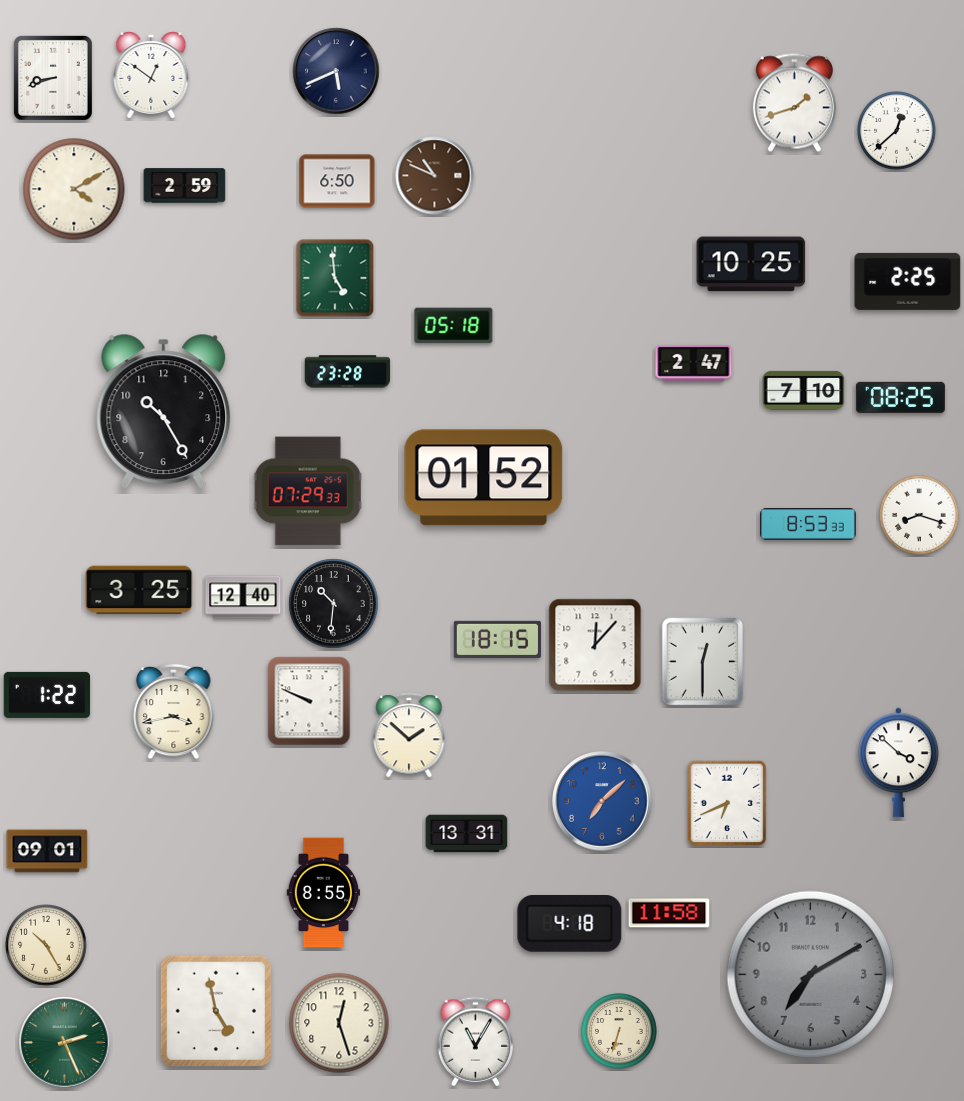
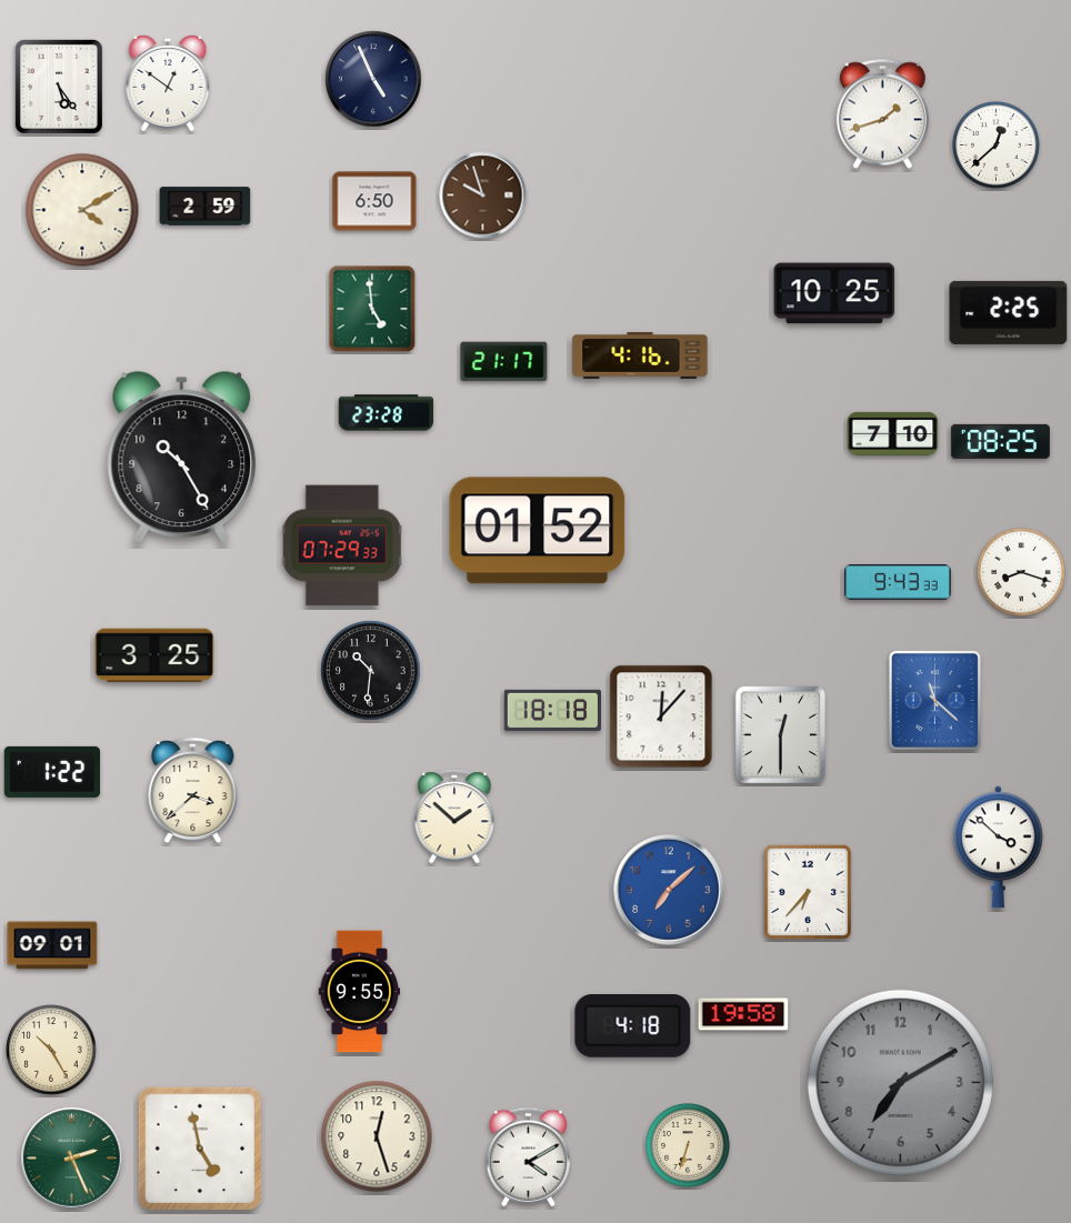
clock at (336, 71): 5:41 -> 4:56
clock at (53, 78): 8:42 -> 5:24
clock at (435, 176): 10:49 -> 9:57
clock at (640, 355): none -> 4:16
clock at (454, 326): 05:18 -> 21:17
clock at (694, 363): 2:47 -> none
clock at (808, 524): 8:53 -> 9:43
clock at (243, 597): 12:40 -> none
clock at (934, 700): none -> 11:22
clock at (497, 639): 18:15 -> 18:18
clock at (309, 701): 9:49 -> none
clock at (174, 712): 3:43 -> 3:38
clock at (727, 803): 6:41 -> 6:37
clock at (467, 834): 13:31 -> none
clock at (324, 893): 8:55 -> 9:55
clock at (669, 913): 11:58 -> 19:58
clock at (215, 1010) position: (215, 1010) -> (199, 1147)
clock at (476, 1042): 11:05 -> 4:10
